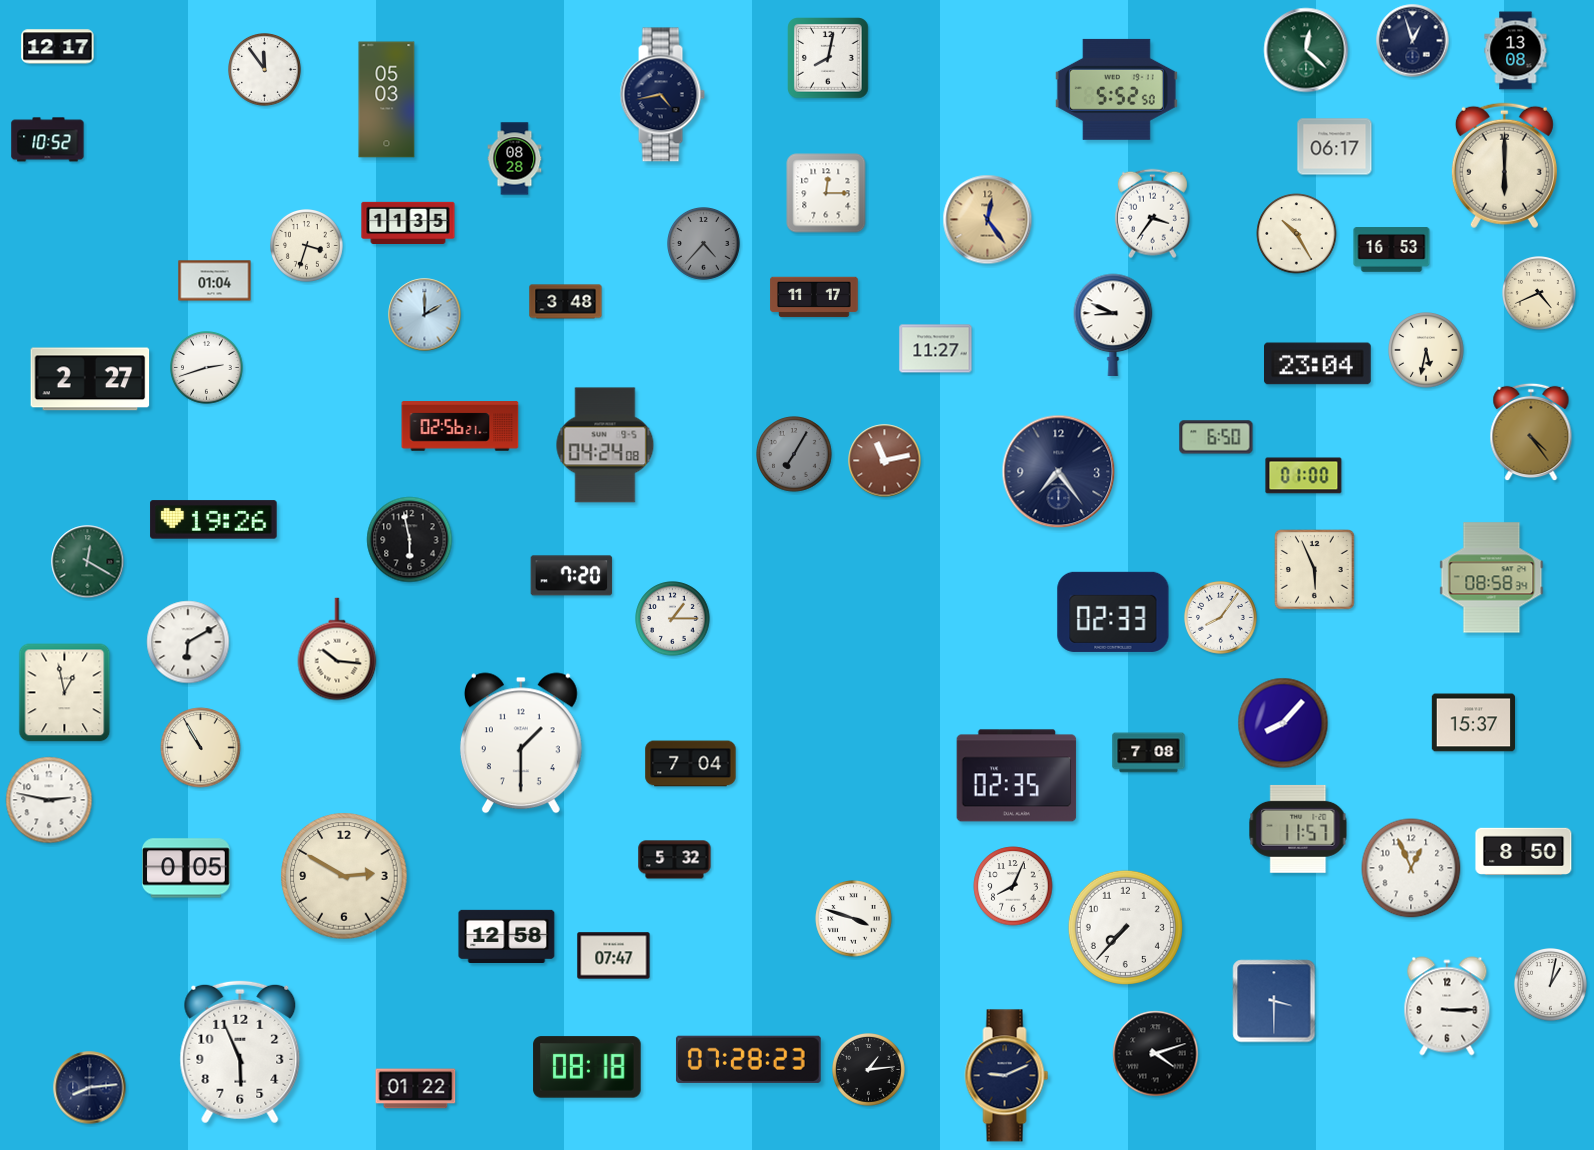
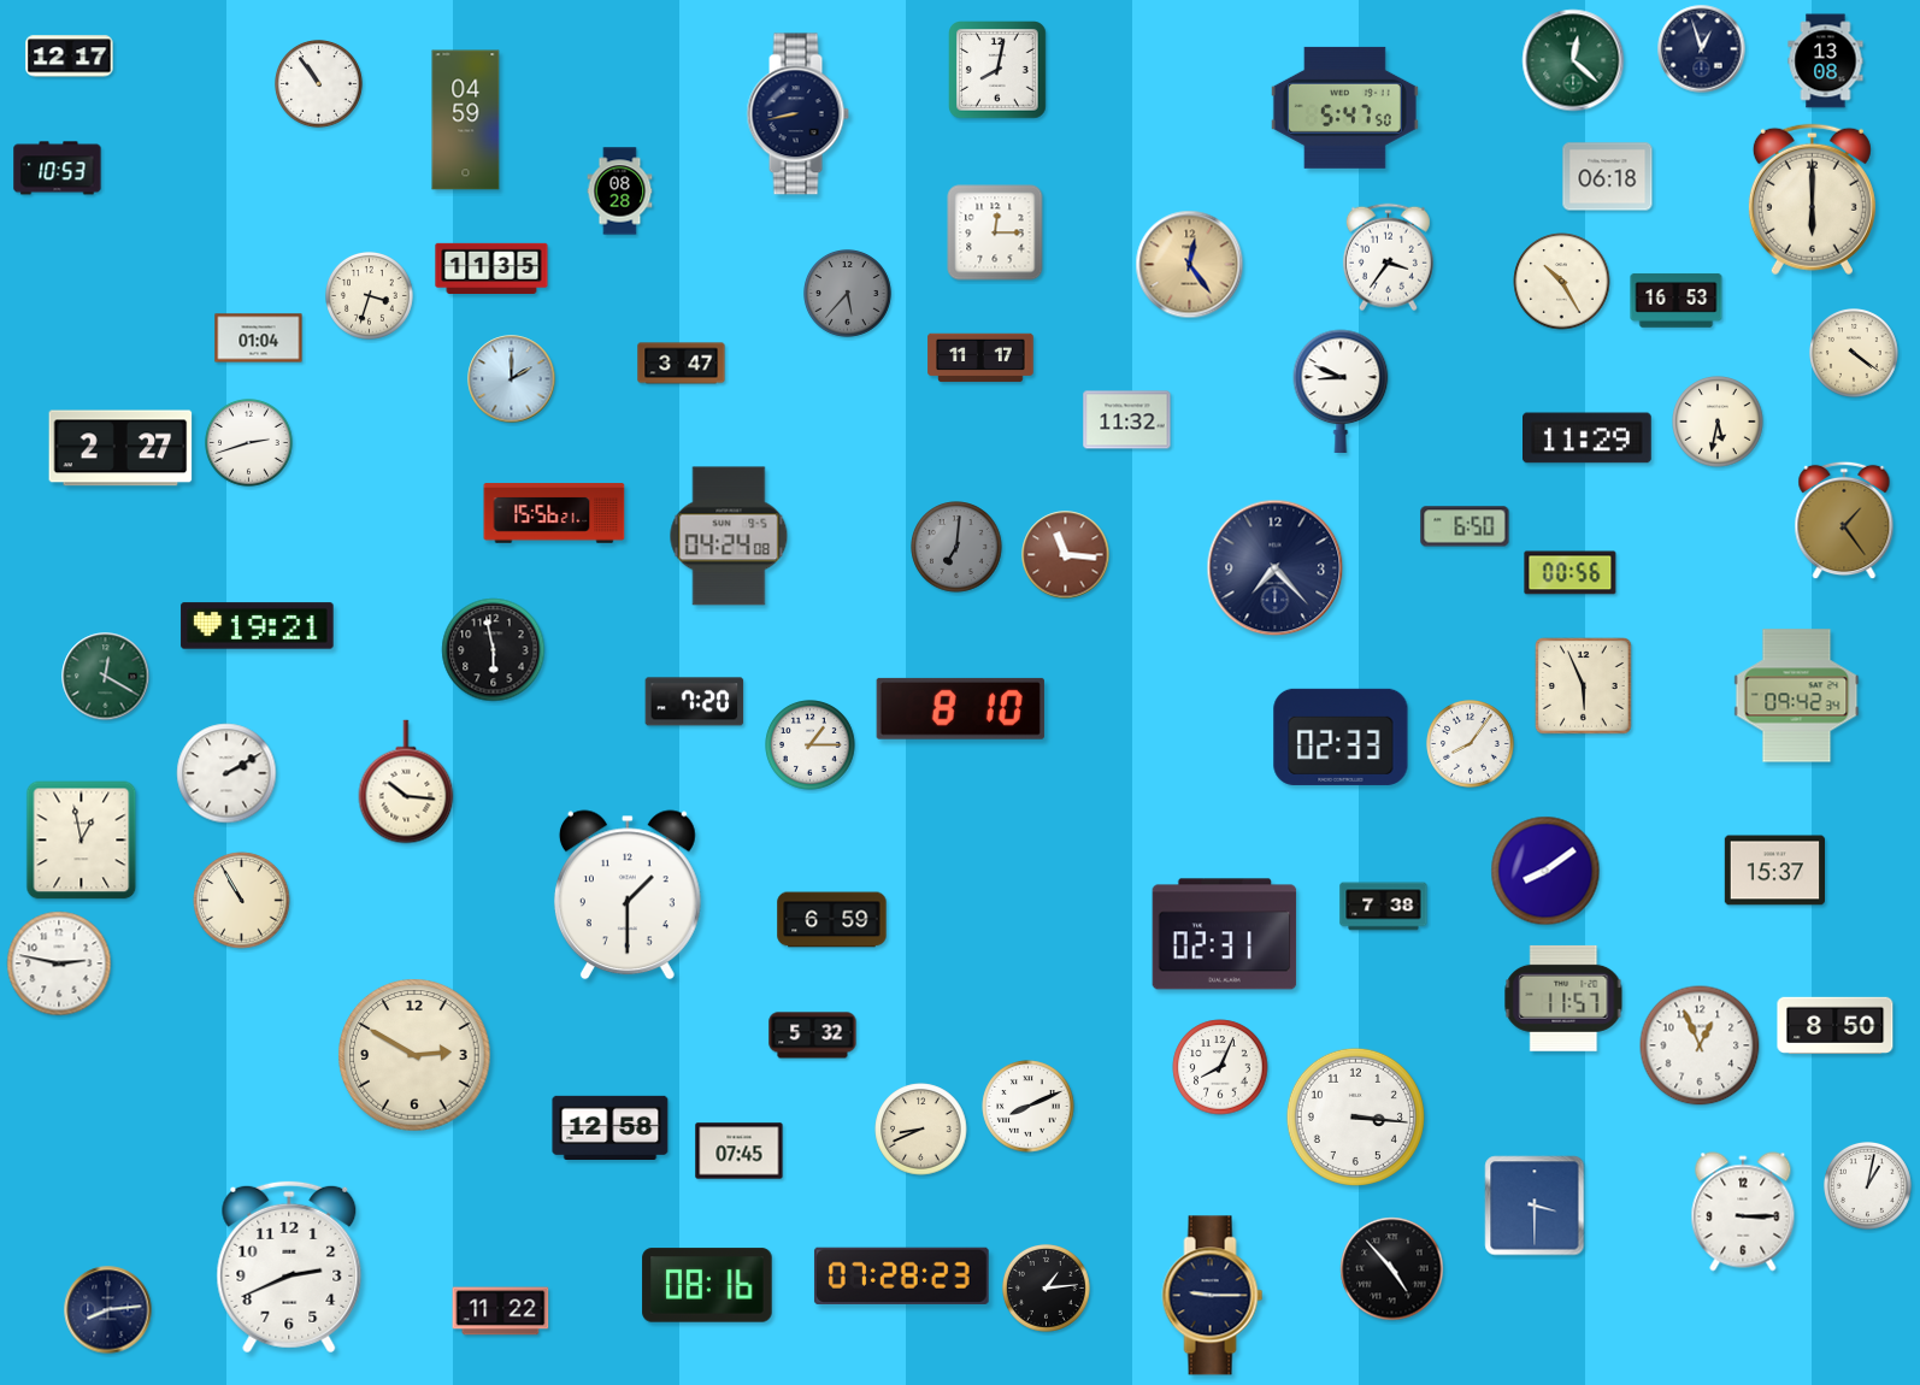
clock at (265, 70): 11:54 -> 10:54
clock at (1116, 89): 5:52 -> 5:47
clock at (662, 95): 4:43 -> 8:43
clock at (387, 100): 05:03 -> 04:59
clock at (48, 140): 10:52 -> 10:53
clock at (1335, 147): 06:17 -> 06:18
clock at (704, 244): 4:37 -> 5:37
clock at (1540, 294): 4:41 -> 4:21
clock at (566, 302): 3:48 -> 3:47
clock at (936, 349): 11:27 -> 11:32
clock at (1318, 364): 23:04 -> 11:29
clock at (90, 379) position: (90, 379) -> (120, 448)
clock at (460, 426): 02:56 -> 15:56
clock at (1531, 432): 4:24 -> 1:24
clock at (794, 454): 7:05 -> 7:01
clock at (885, 461): 11:13 -> 11:16
clock at (1059, 472): 7:24 -> 7:23
clock at (1304, 476): 01:00 -> 00:56
clock at (214, 520): 19:26 -> 19:21
clock at (572, 576) position: (572, 576) -> (695, 702)
clock at (1492, 578): 08:58 -> 09:42
clock at (960, 708): none -> 8:10
clock at (188, 642): 6:10 -> 2:10
clock at (65, 693) position: (65, 693) -> (82, 841)
clock at (1283, 723): 8:07 -> 8:09
clock at (1149, 753): 7:08 -> 7:38
clock at (691, 764): 7:04 -> 6:59
clock at (1017, 776): 02:35 -> 02:31
clock at (186, 868): 0:05 -> none
clock at (854, 919): 3:48 -> 8:11
clock at (1125, 927): 7:37 -> 3:16
clock at (921, 1130): none -> 8:41
clock at (614, 956): 07:47 -> 07:45
clock at (240, 1052): 5:56 -> 2:41
clock at (1156, 1054): 4:12 -> 4:53
clock at (587, 1067): 08:18 -> 08:16
clock at (1007, 1076): 9:11 -> 9:15
clock at (416, 1089): 01:22 -> 11:22
